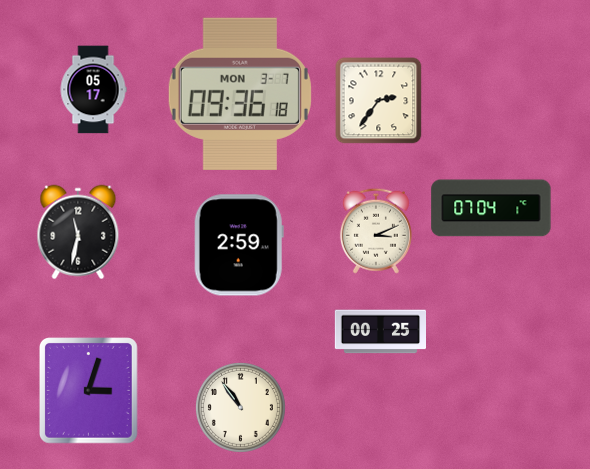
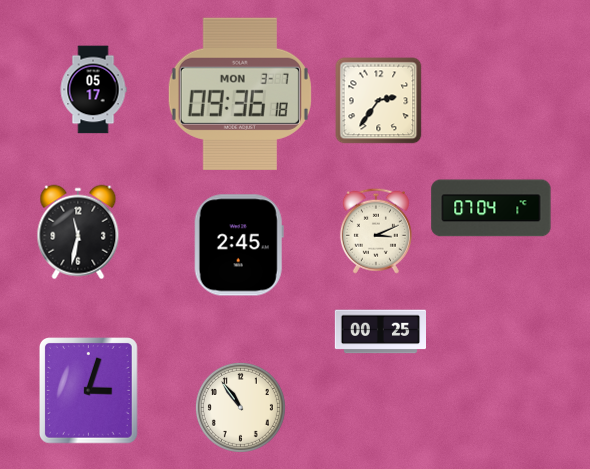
clock at (239, 245): 2:59 -> 2:45
